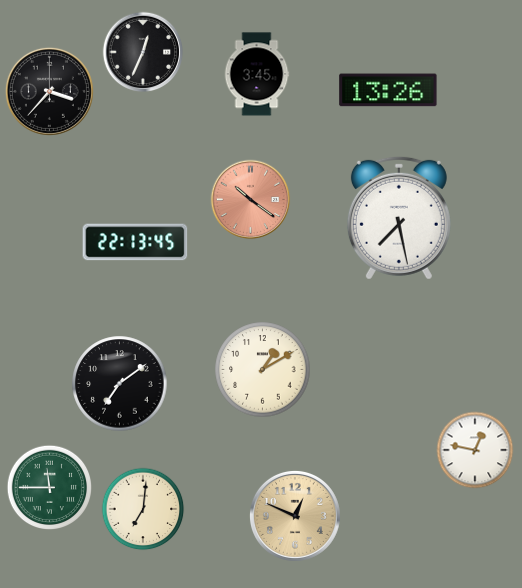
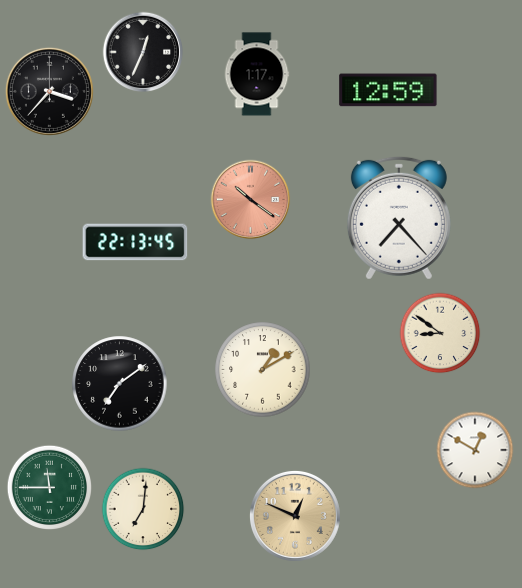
clock at (257, 74): 3:45 -> 1:17
clock at (388, 90): 13:26 -> 12:59
clock at (399, 218): 7:28 -> 7:23
clock at (440, 333): none -> 8:51
clock at (475, 450): 12:47 -> 12:50
